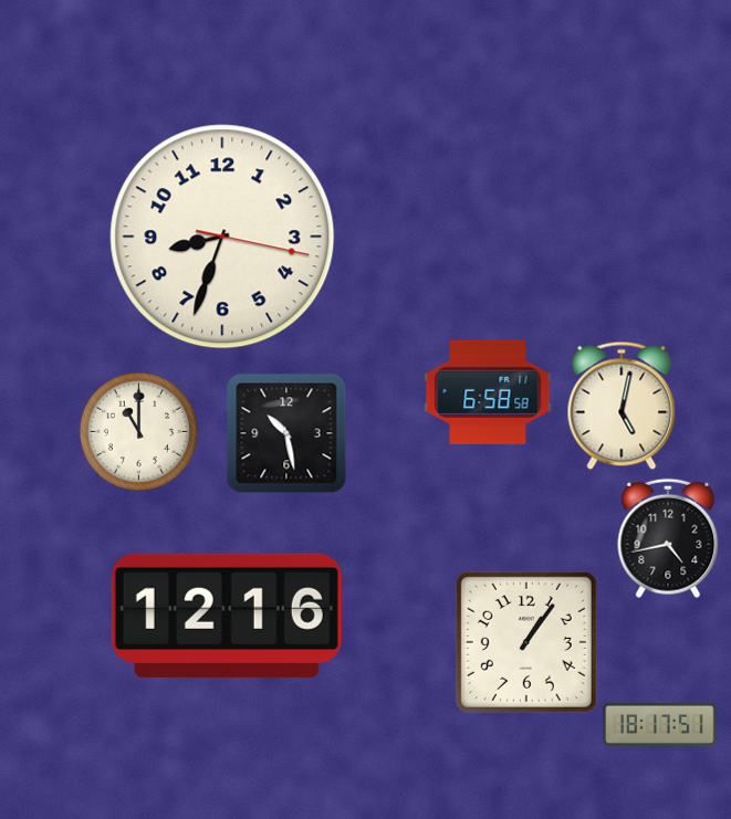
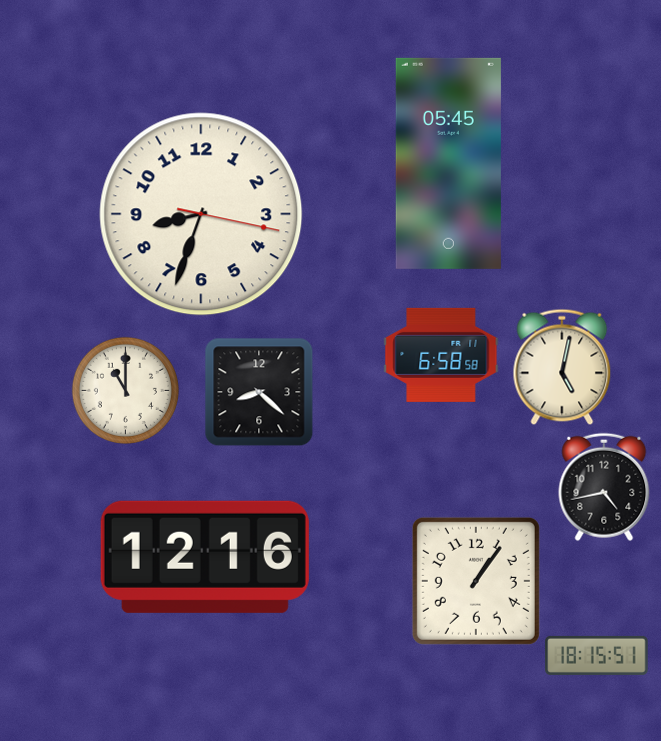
clock at (448, 163): none -> 05:45
clock at (286, 433): 10:28 -> 8:22
clock at (660, 724): 18:17 -> 18:15
